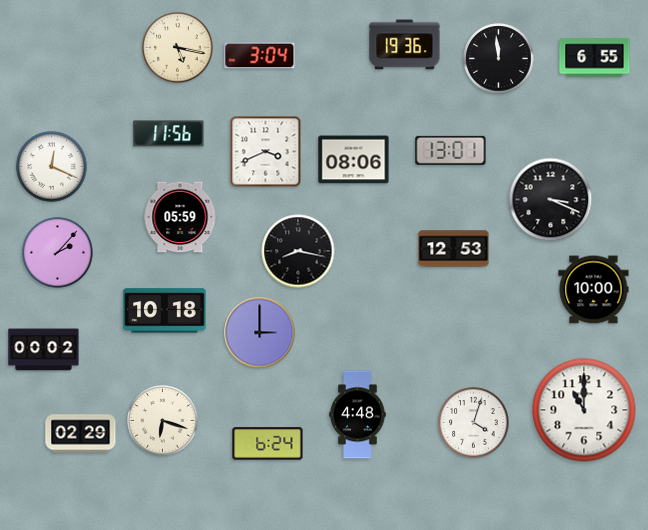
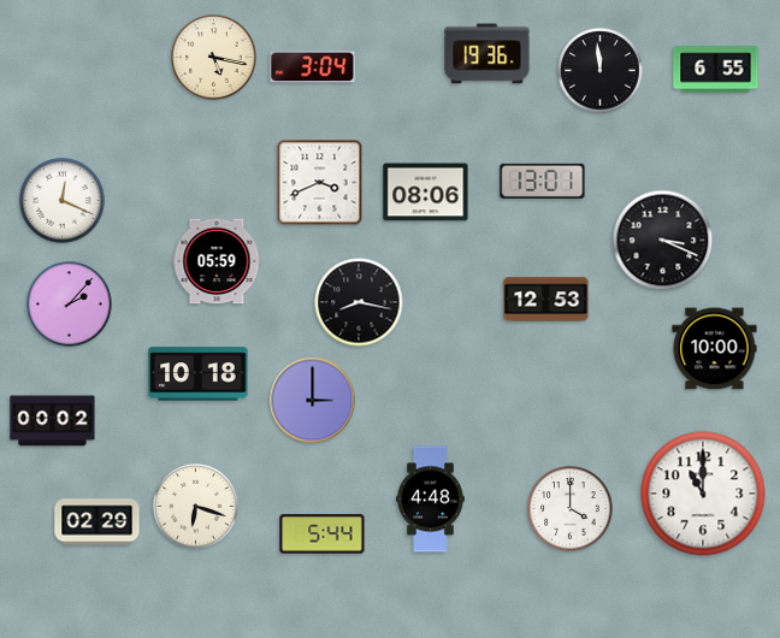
clock at (169, 134): 11:56 -> none
clock at (474, 423): 4:03 -> 4:00
clock at (268, 444): 6:24 -> 5:44
